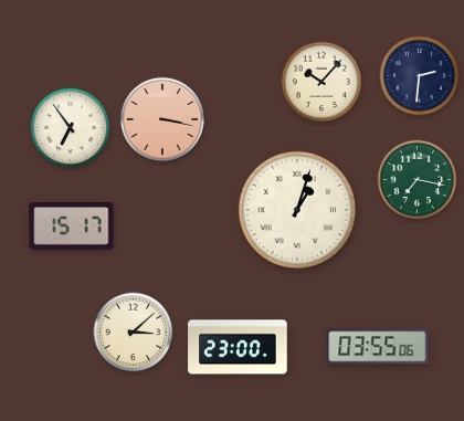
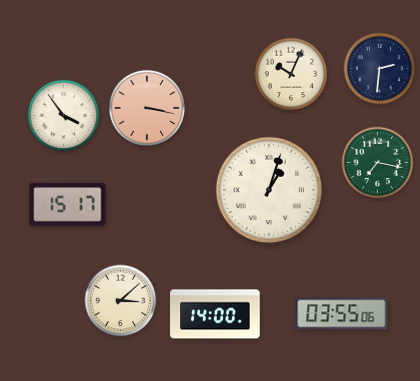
clock at (321, 82): 10:07 -> 10:04
clock at (71, 128): 6:54 -> 3:54
clock at (72, 225) position: (72, 225) -> (68, 204)
clock at (238, 347): 23:00 -> 14:00
